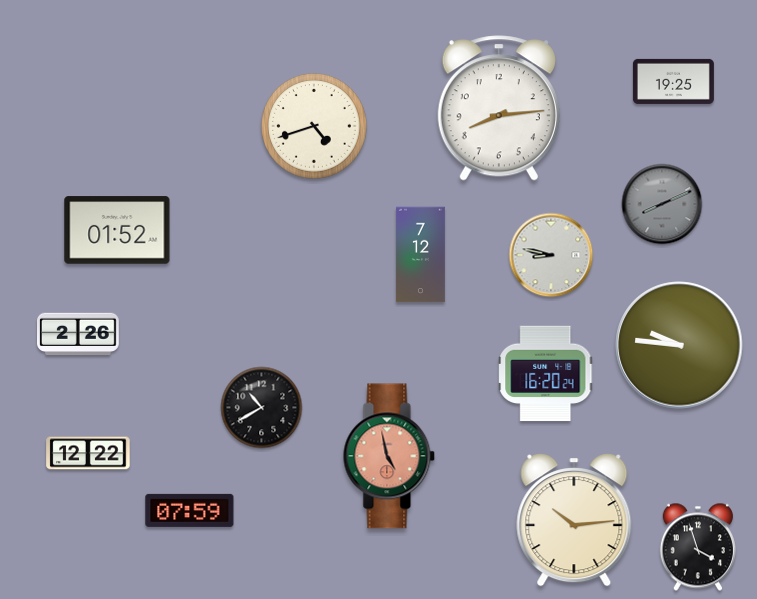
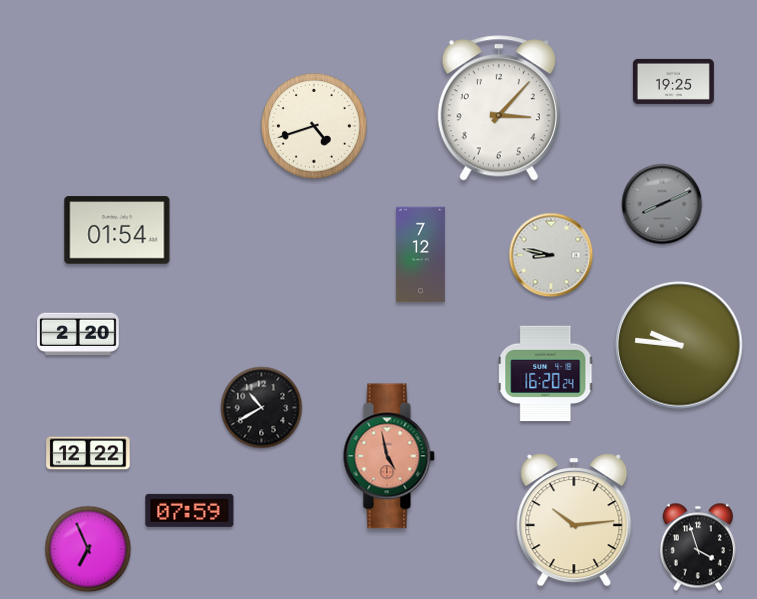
clock at (499, 108): 8:14 -> 3:07
clock at (117, 230): 01:52 -> 01:54
clock at (79, 334): 2:26 -> 2:20
clock at (88, 549): none -> 6:56
